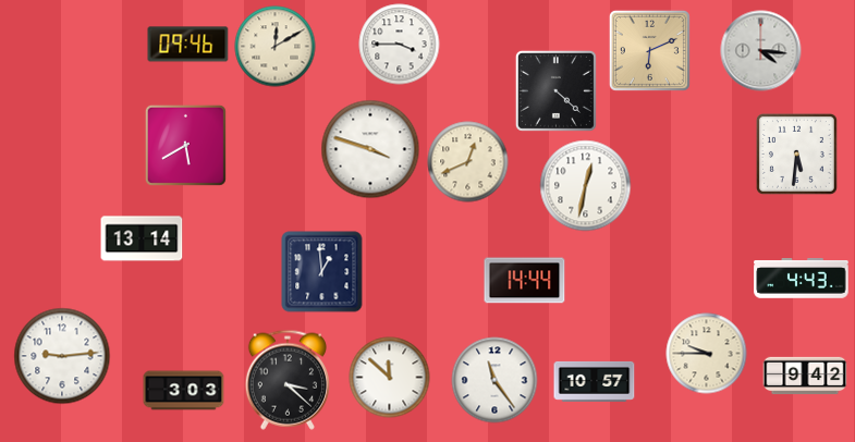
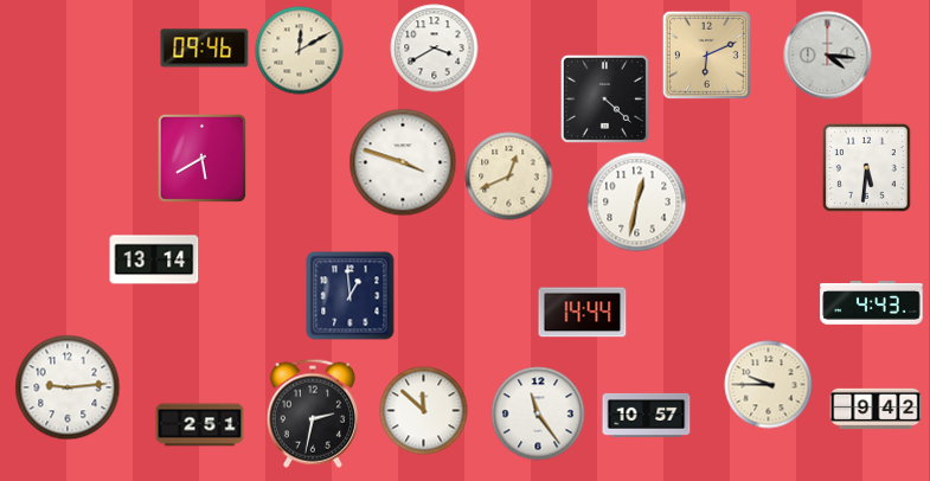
clock at (400, 45): 3:45 -> 3:40
clock at (525, 281) position: (525, 281) -> (583, 313)
clock at (288, 380): 3:22 -> 2:32
clock at (184, 391): 3:03 -> 2:51
